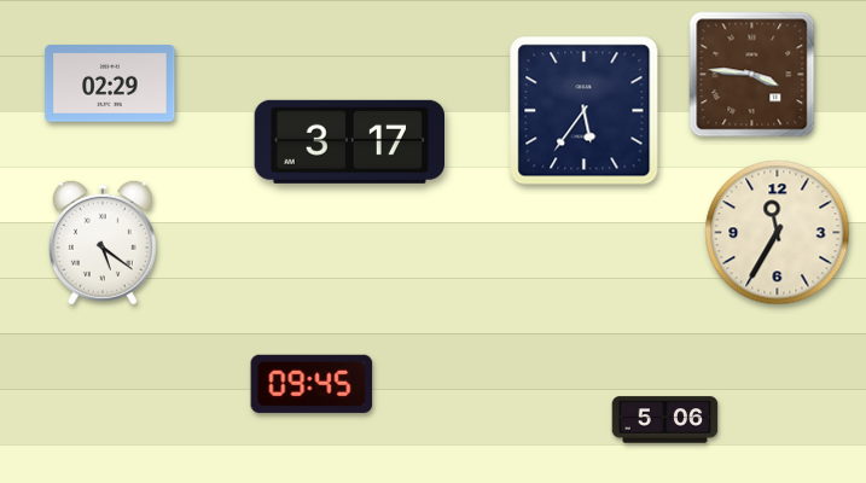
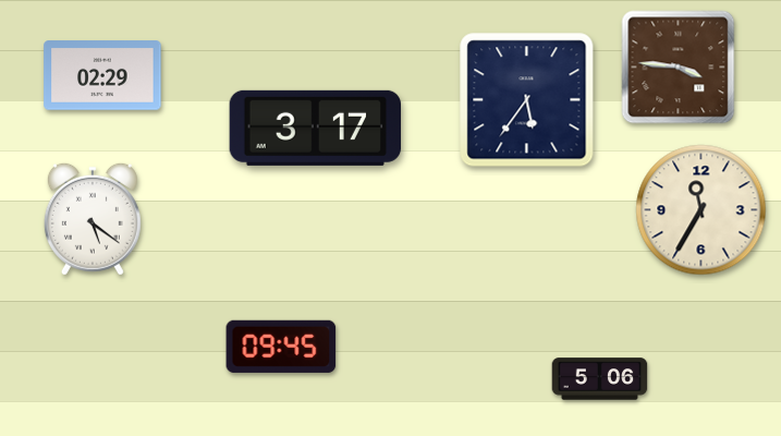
clock at (110, 83) position: (110, 83) -> (102, 75)
